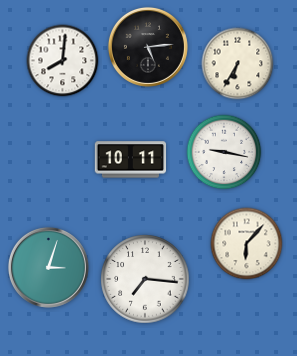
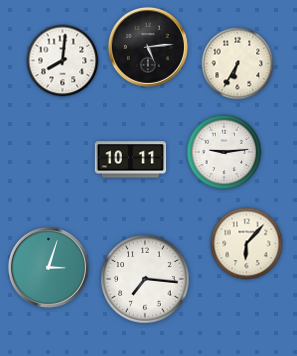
clock at (224, 152): 9:17 -> 9:14
